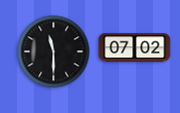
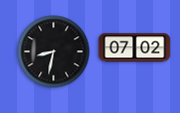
clock at (54, 52): 11:30 -> 8:32
